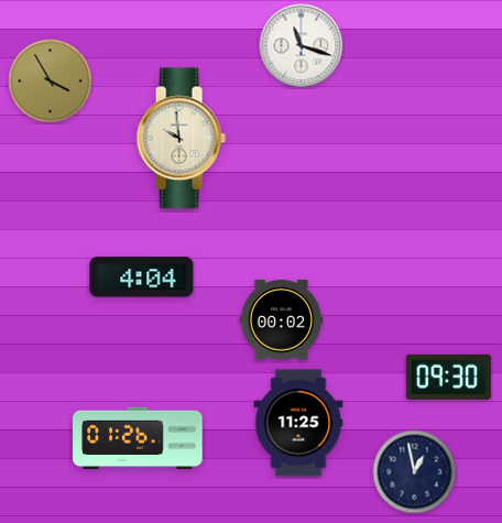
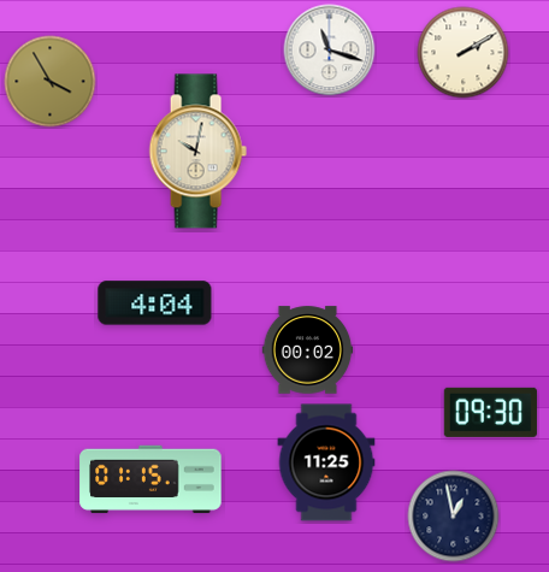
clock at (464, 53): none -> 2:10
clock at (51, 81) position: (51, 81) -> (51, 82)
clock at (181, 139): 9:59 -> 10:02
clock at (138, 438): 01:26 -> 01:15
